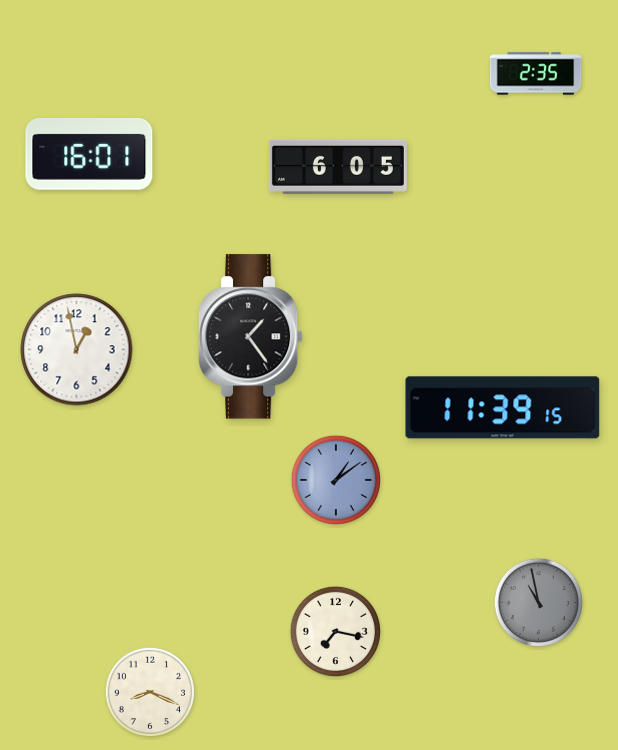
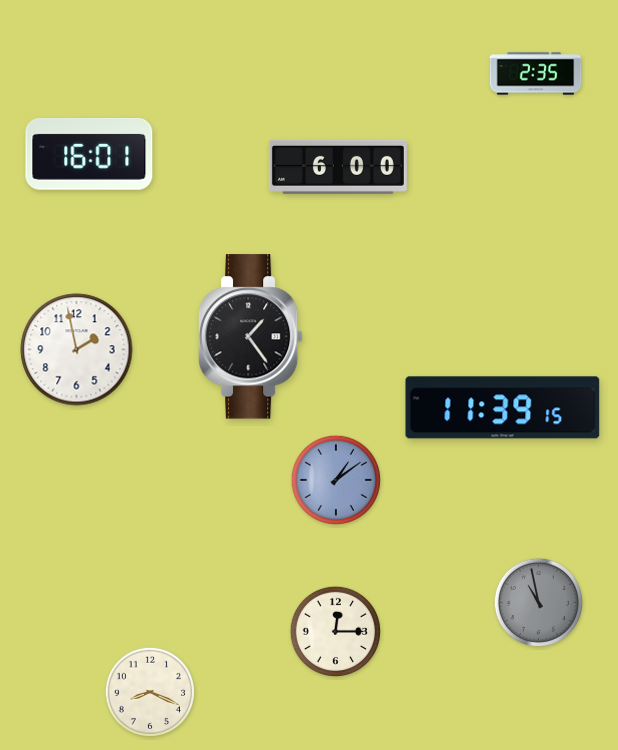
clock at (338, 167): 6:05 -> 6:00
clock at (77, 350): 12:58 -> 1:58
clock at (335, 631): 7:17 -> 12:15
